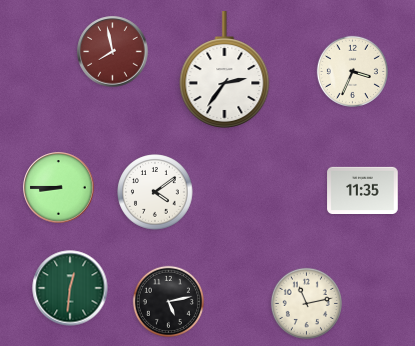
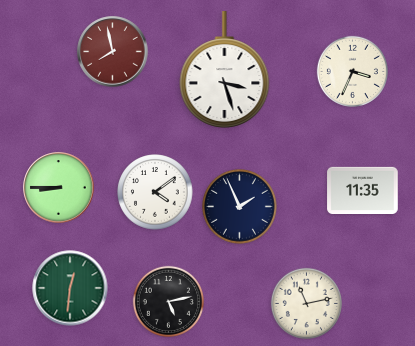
clock at (225, 70): 2:36 -> 3:27
clock at (240, 207): none -> 1:56
